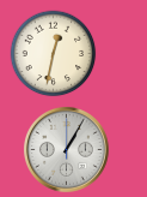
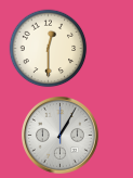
clock at (54, 54): 12:32 -> 12:30
